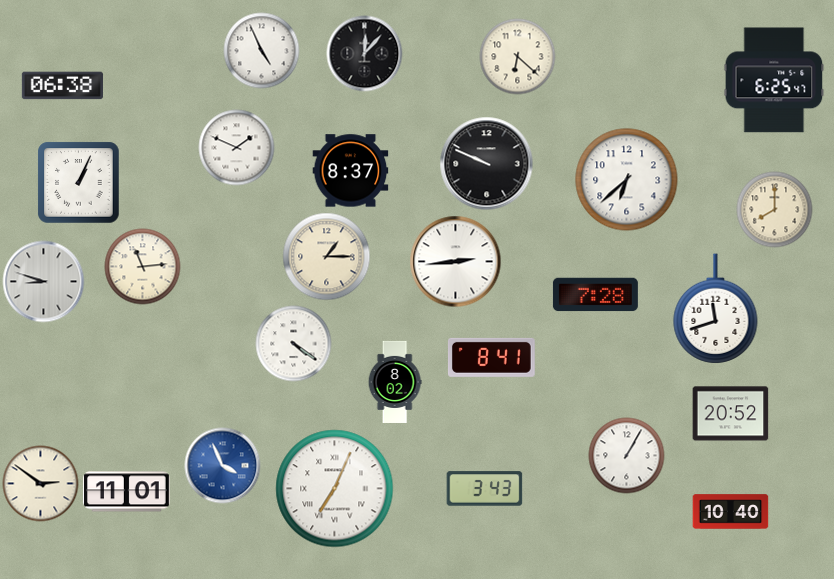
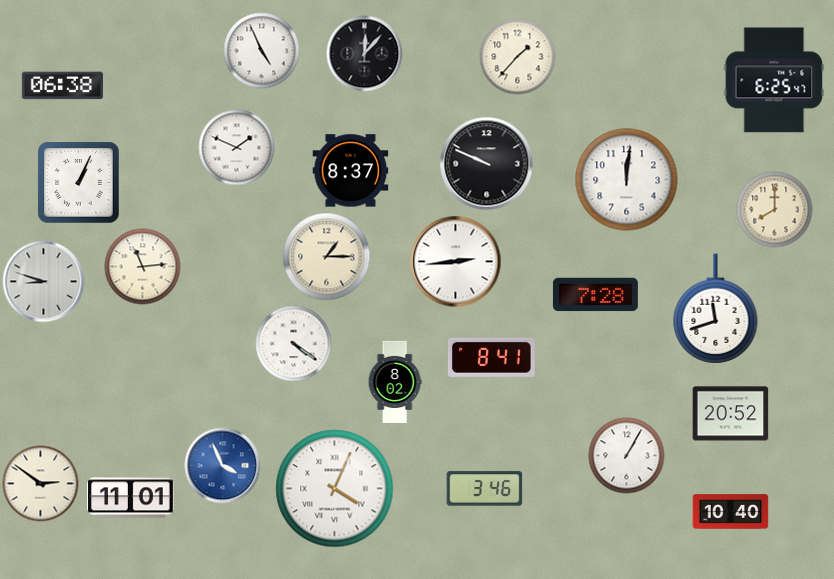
clock at (518, 57): 6:22 -> 1:37
clock at (627, 180): 6:38 -> 12:01
clock at (335, 489): 7:04 -> 4:04
clock at (485, 489): 3:43 -> 3:46
clock at (127, 492) position: (127, 492) -> (131, 498)
